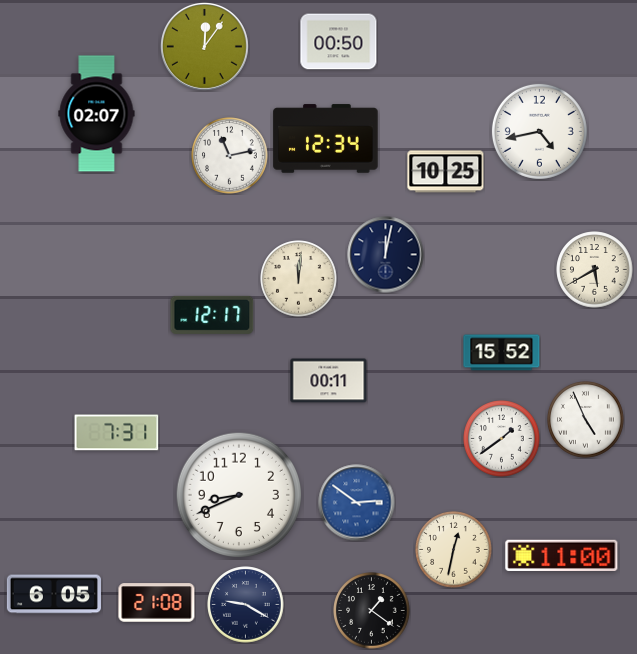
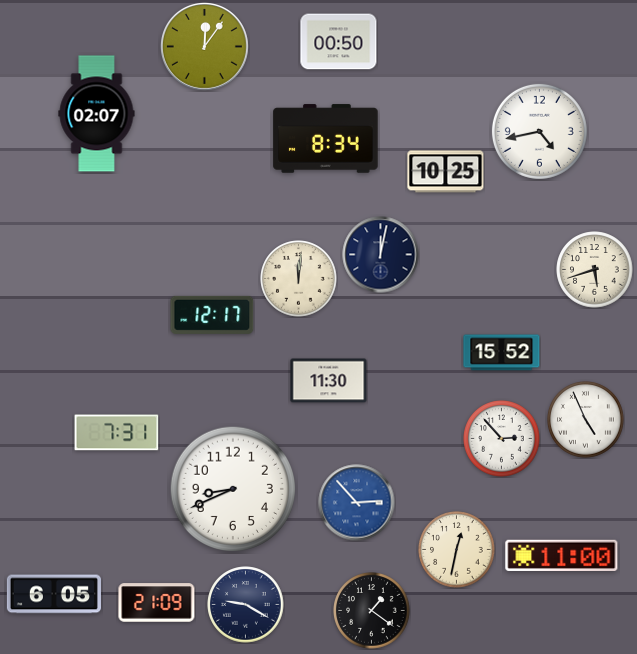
clock at (326, 139): 12:34 -> 8:34
clock at (230, 156): 11:13 -> none
clock at (386, 255) position: (386, 255) -> (381, 255)
clock at (595, 270): 5:40 -> 5:42
clock at (329, 381): 00:11 -> 11:30
clock at (502, 439): 1:39 -> 2:53
clock at (238, 494) position: (238, 494) -> (232, 488)
clock at (357, 503): 2:51 -> 2:53
clock at (454, 550) position: (454, 550) -> (457, 550)
clock at (157, 603): 21:08 -> 21:09
